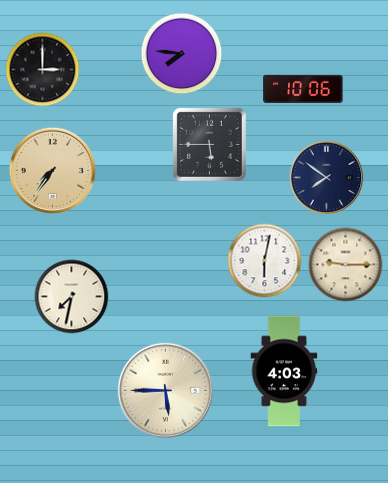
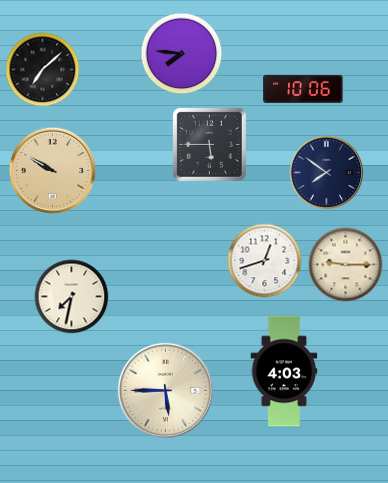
clock at (43, 70): 3:00 -> 7:08
clock at (52, 170): 7:36 -> 9:50
clock at (327, 178) position: (327, 178) -> (327, 173)
clock at (265, 261): 6:02 -> 12:42
